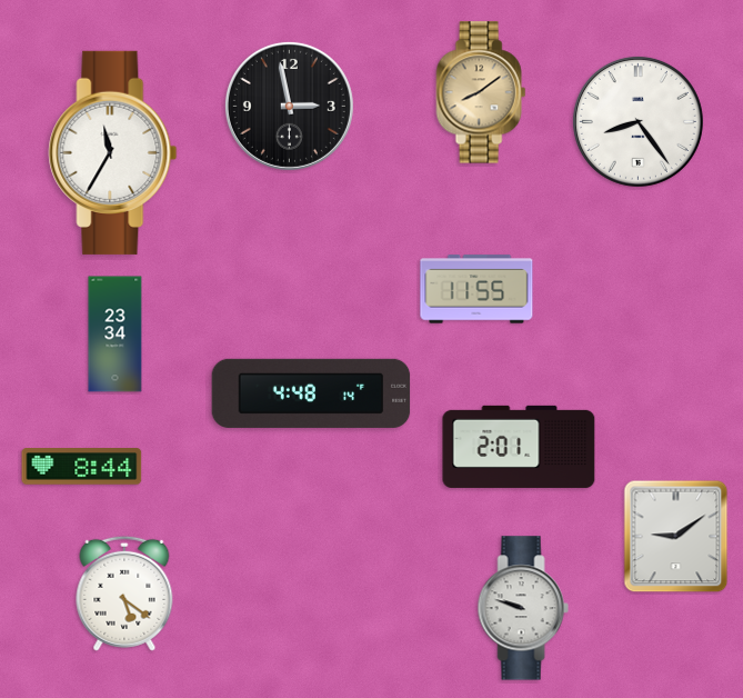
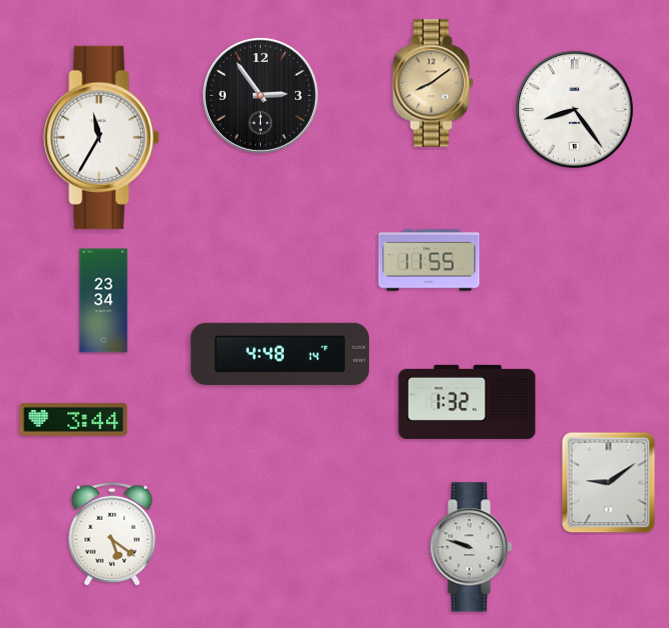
clock at (289, 106): 2:58 -> 2:54
clock at (519, 447): 2:01 -> 1:32
clock at (82, 467): 8:44 -> 3:44
